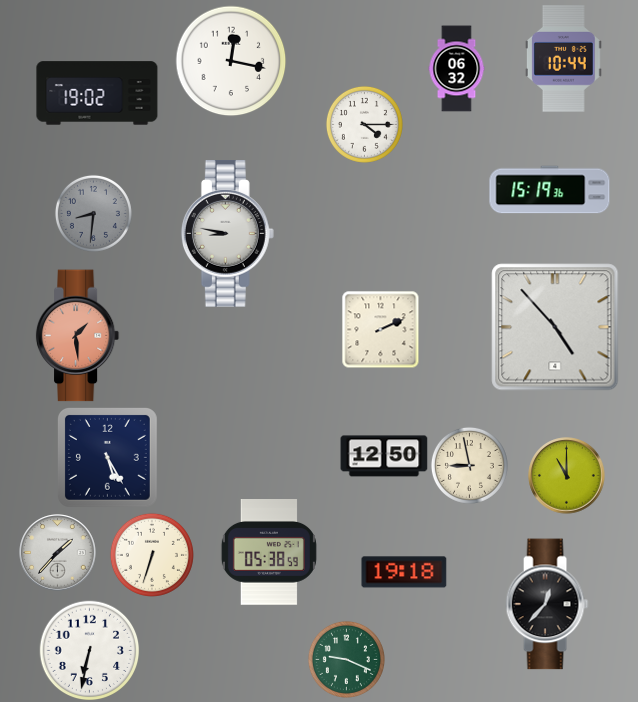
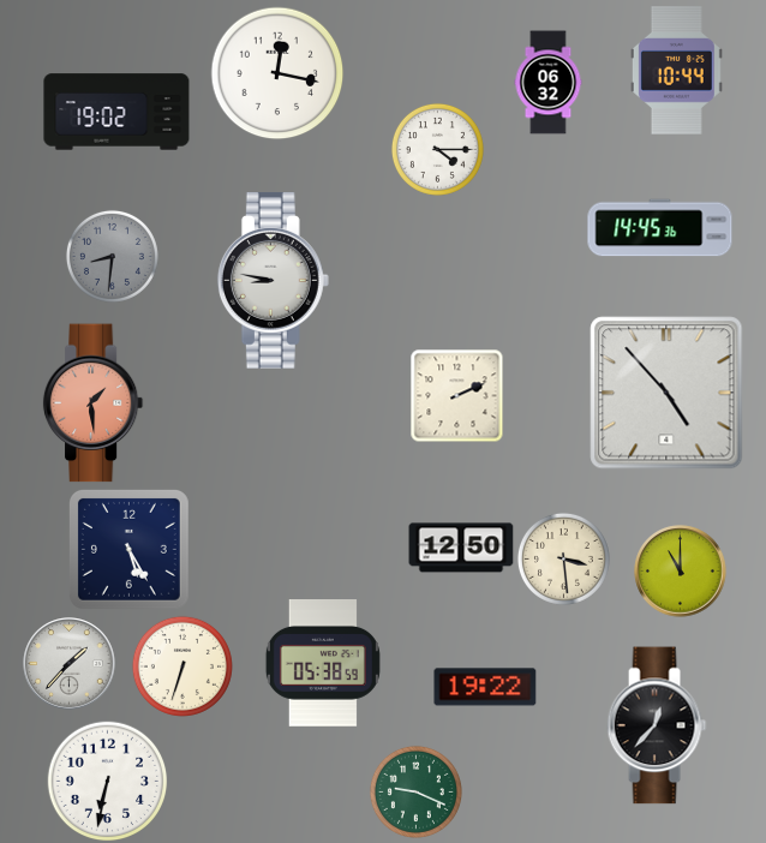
clock at (550, 190): 15:19 -> 14:45
clock at (469, 465): 8:58 -> 3:29
clock at (404, 572): 19:18 -> 19:22
